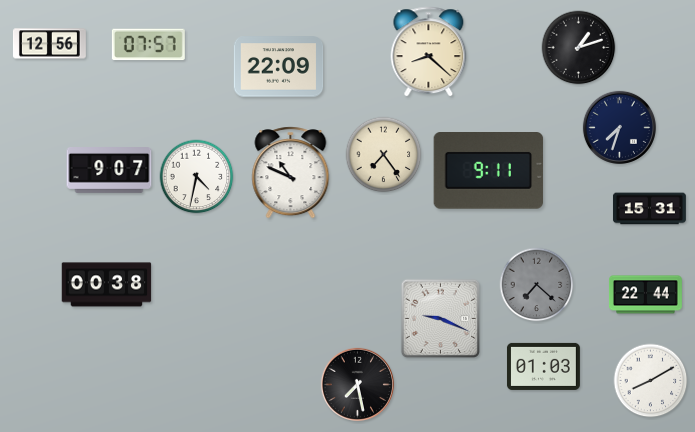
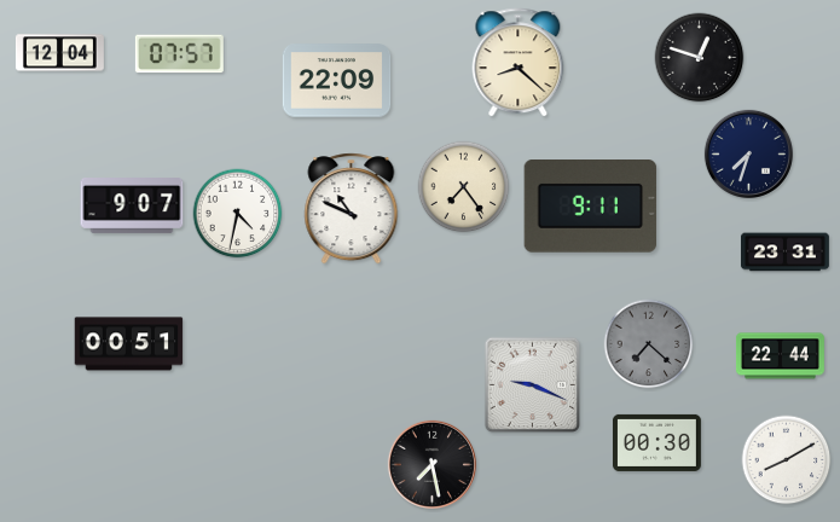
clock at (49, 44): 12:56 -> 12:04
clock at (579, 48): 1:12 -> 12:48
clock at (649, 209): 15:31 -> 23:31
clock at (107, 285): 00:38 -> 00:51
clock at (543, 366): 01:03 -> 00:30
